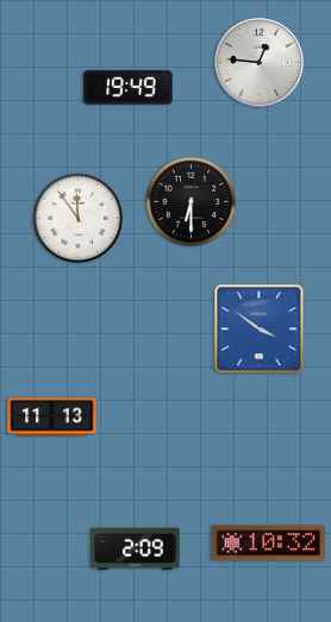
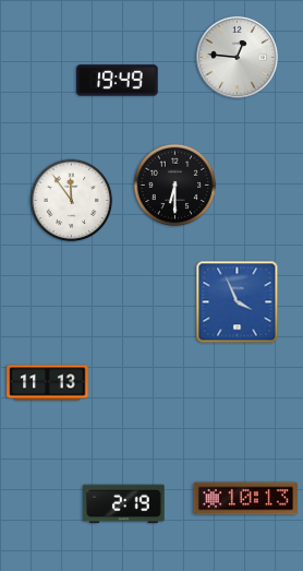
clock at (260, 329): 3:51 -> 3:56
clock at (268, 544): 10:32 -> 10:13
clock at (136, 549): 2:09 -> 2:19
